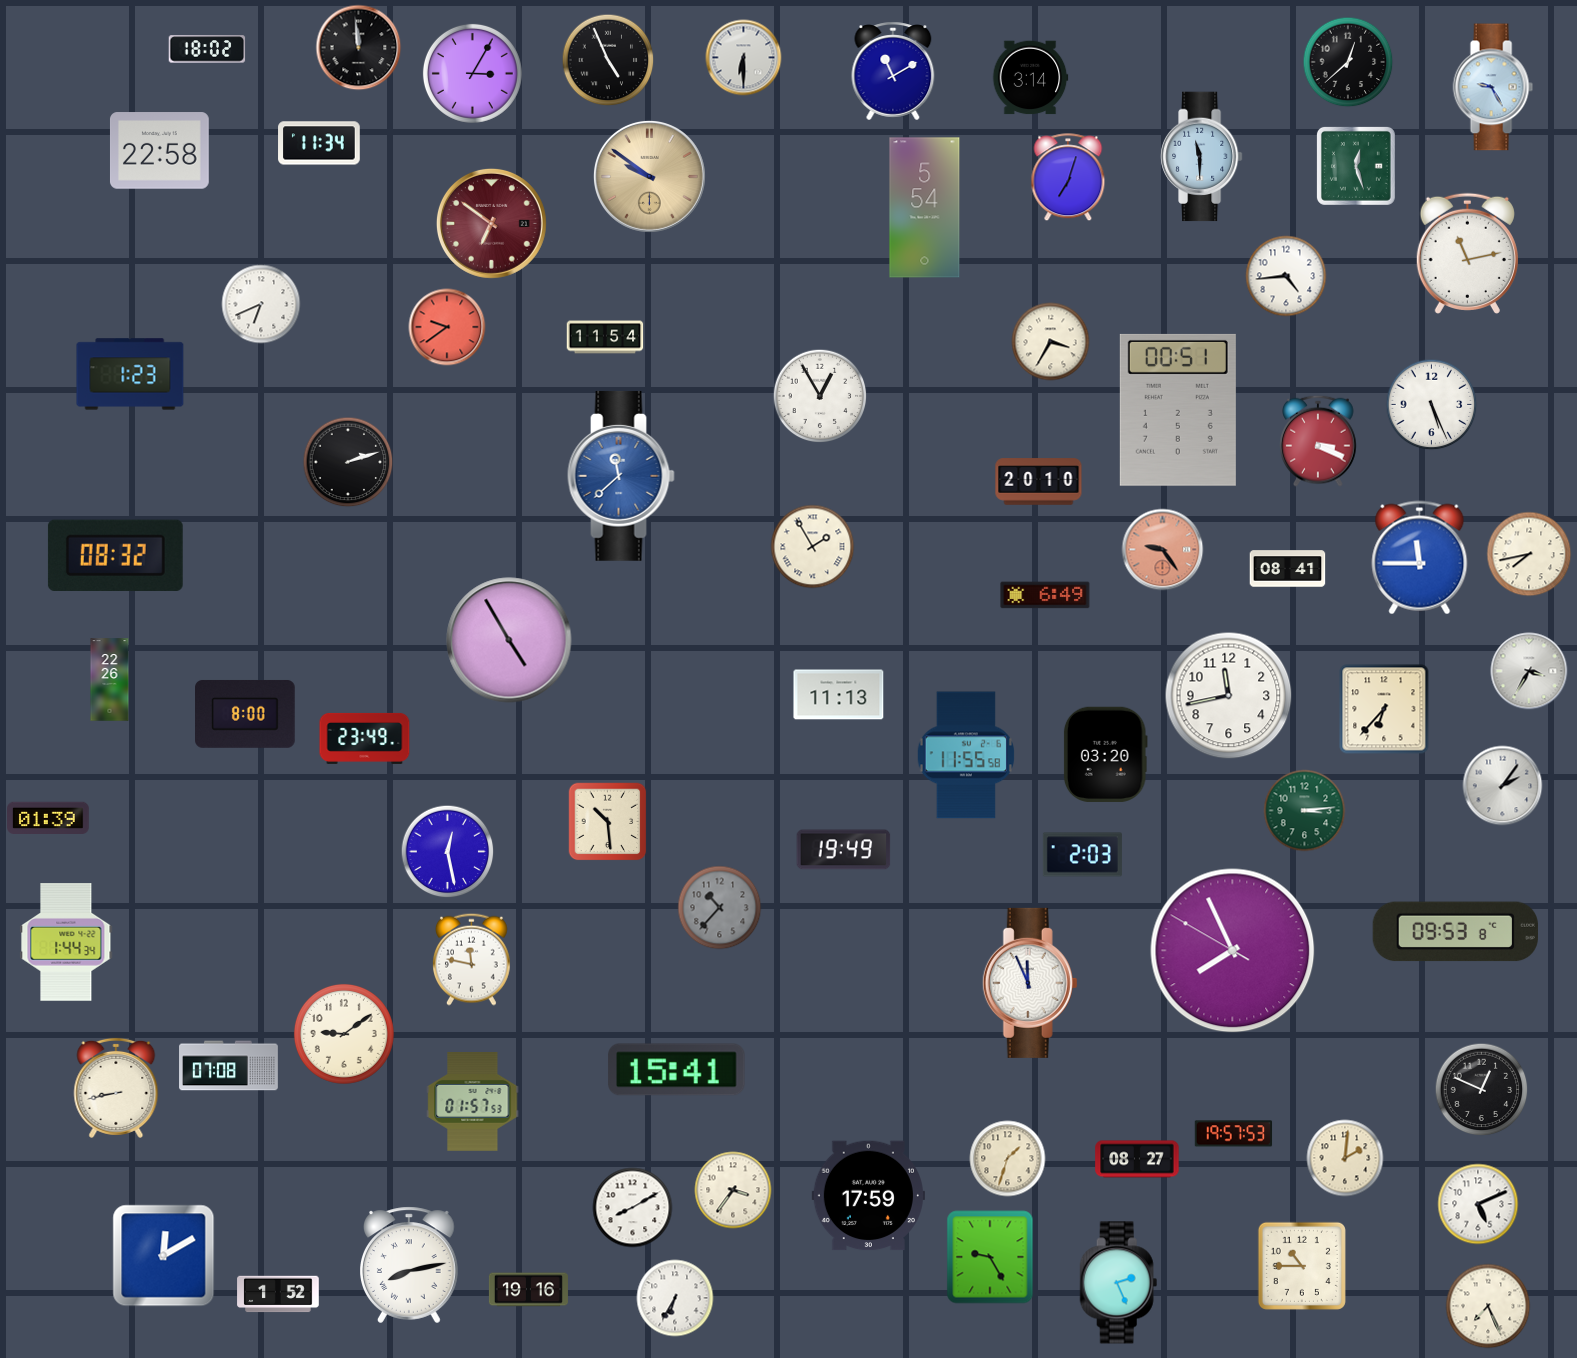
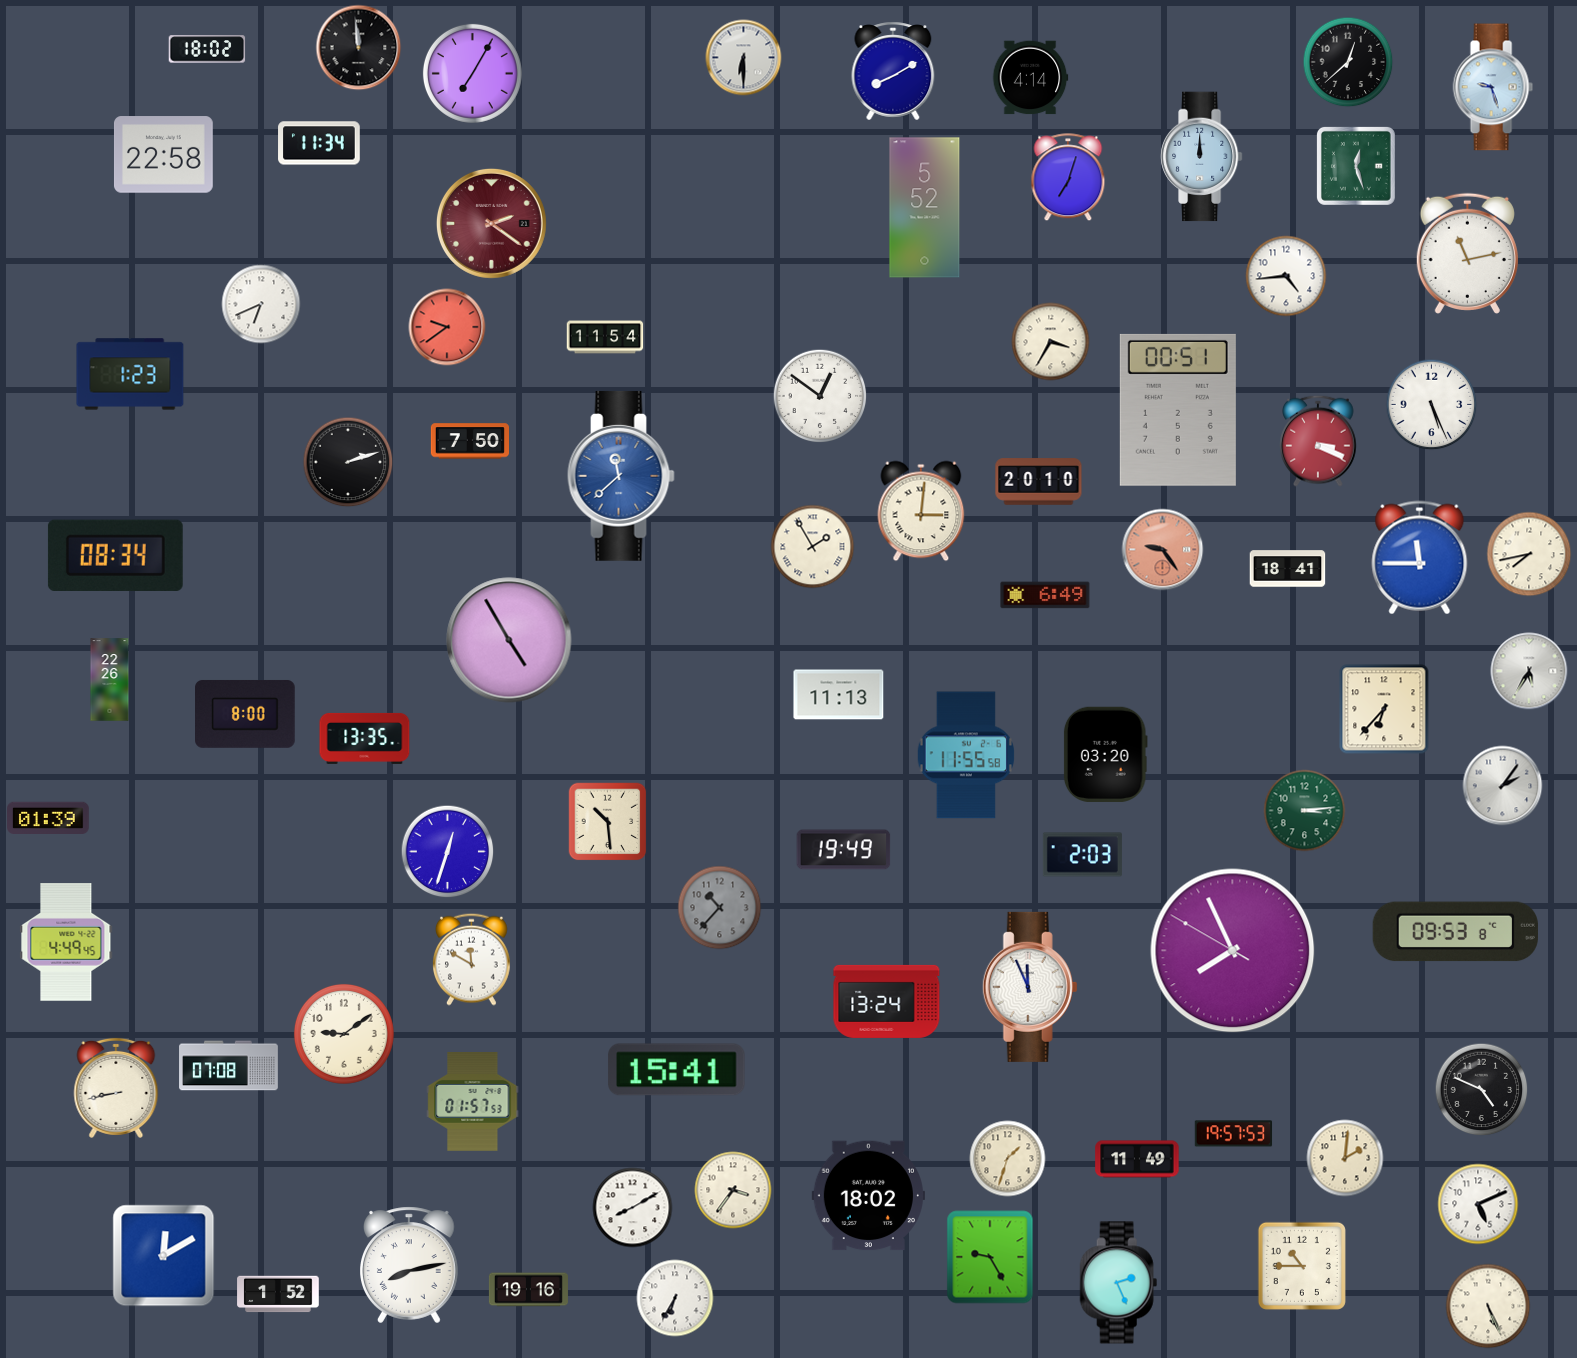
clock at (608, 60): 4:56 -> none
clock at (893, 71): 11:10 -> 8:10
clock at (472, 73): 3:05 -> 7:05
clock at (1030, 78): 3:14 -> 4:14
clock at (1493, 87): 9:25 -> 9:27
clock at (159, 151) position: (159, 151) -> (163, 155)
clock at (1202, 157): 11:30 -> 12:00
clock at (649, 176): 9:51 -> none
clock at (925, 208): 5:54 -> 5:52
clock at (491, 223): 6:51 -> 2:21
clock at (820, 396): 12:55 -> 12:51
clock at (469, 441): none -> 7:50
clock at (921, 511): none -> 3:01
clock at (115, 555): 08:32 -> 08:34
clock at (1288, 569): 08:41 -> 18:41
clock at (1529, 671): 3:35 -> 5:35
clock at (1229, 696): 11:43 -> none
clock at (365, 738): 23:49 -> 13:35
clock at (448, 852): 12:28 -> 12:33
clock at (66, 942): 1:44 -> 4:49
clock at (472, 959): 11:47 -> 11:50
clock at (1030, 983) position: (1030, 983) -> (1030, 987)
clock at (887, 1001): none -> 13:24
clock at (1482, 1090): 12:49 -> 4:49
clock at (1137, 1159): 08:27 -> 11:49
clock at (868, 1196): 17:59 -> 18:02
clock at (1488, 1306): 7:26 -> 5:26
